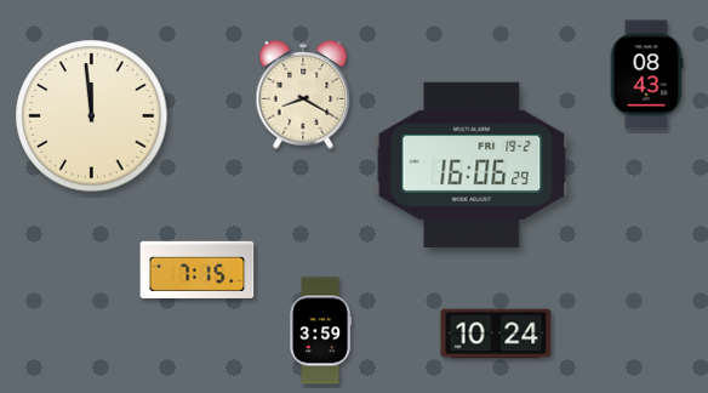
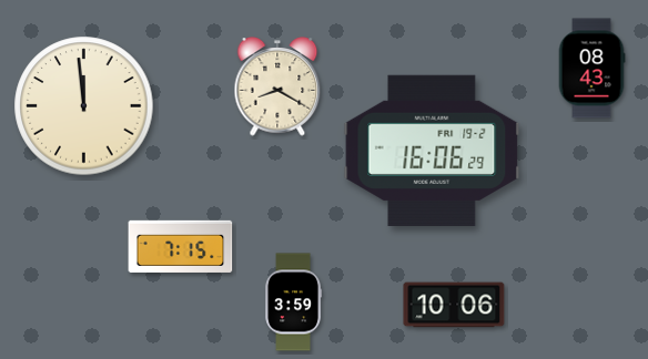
clock at (496, 334): 10:24 -> 10:06
